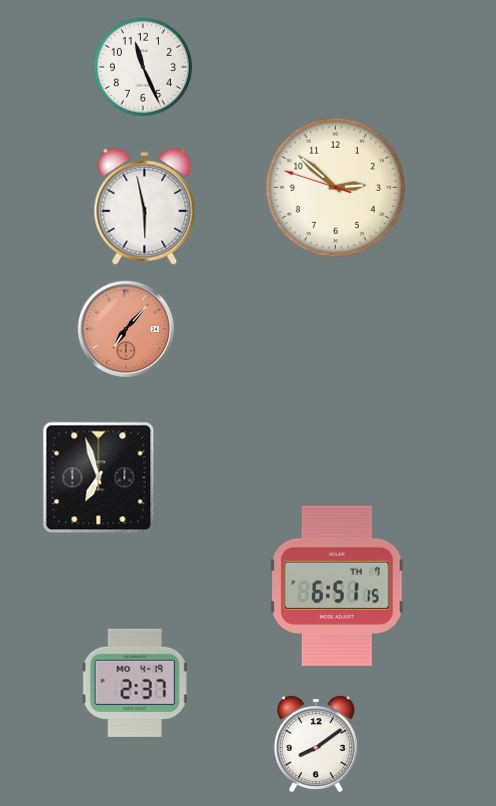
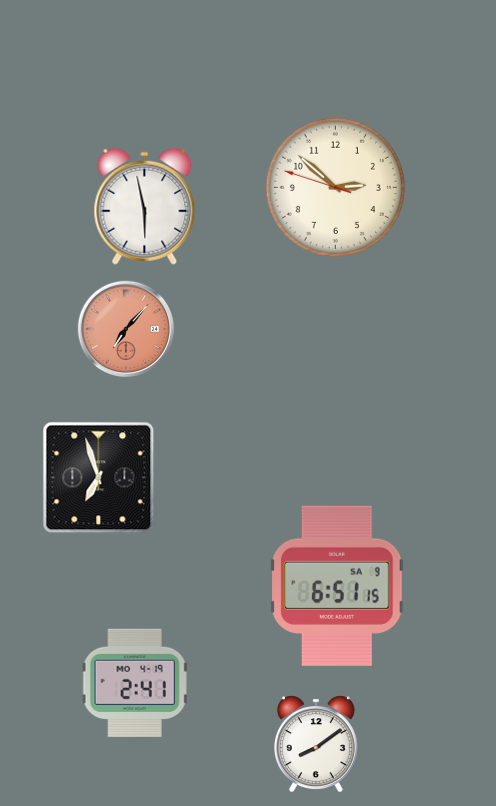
clock at (143, 67): 11:26 -> none
clock at (337, 586) date: TH 7 -> SA 9
clock at (135, 683): 2:37 -> 2:41
